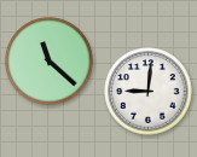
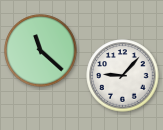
clock at (149, 92): 9:01 -> 9:07
